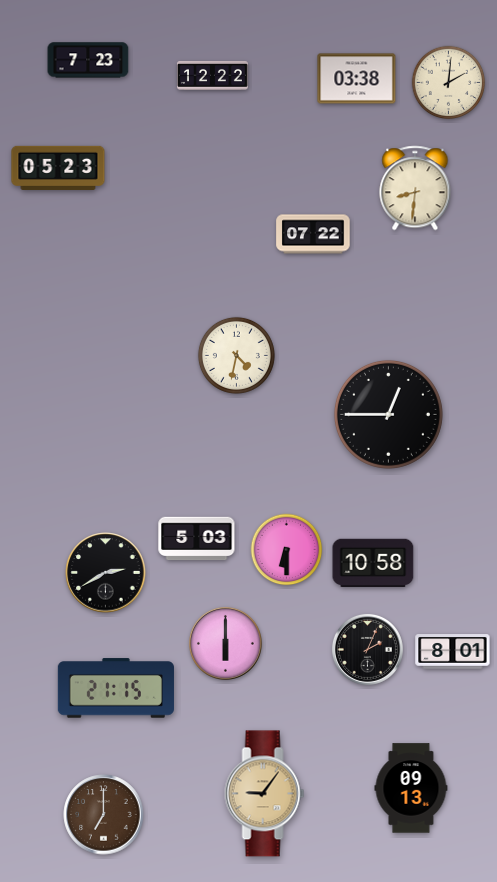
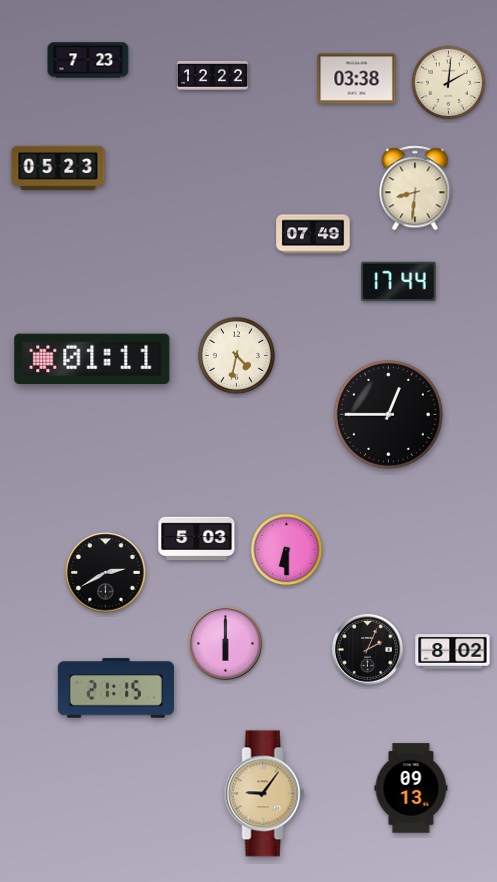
clock at (313, 234): 07:22 -> 07:49
clock at (399, 281): none -> 17:44
clock at (92, 358): none -> 01:11
clock at (373, 562): 10:58 -> none
clock at (453, 652): 8:01 -> 8:02
clock at (104, 815): 7:00 -> none
